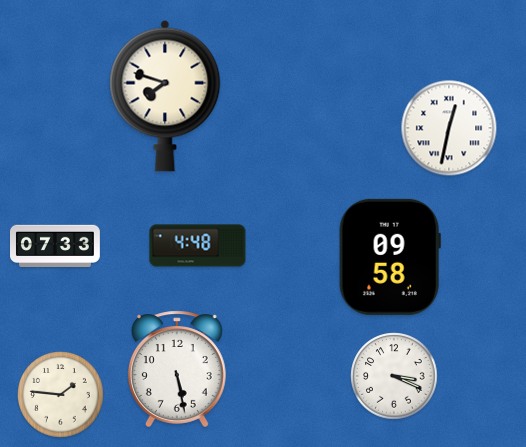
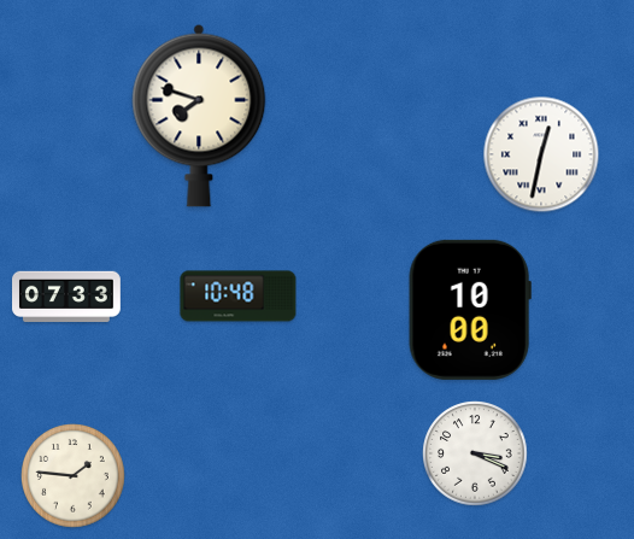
clock at (198, 246): 4:48 -> 10:48
clock at (390, 257): 09:58 -> 10:00
clock at (177, 369): 5:28 -> none
